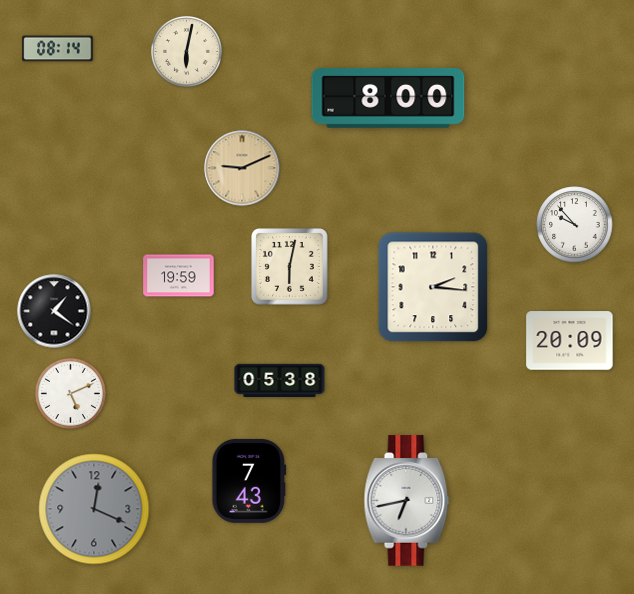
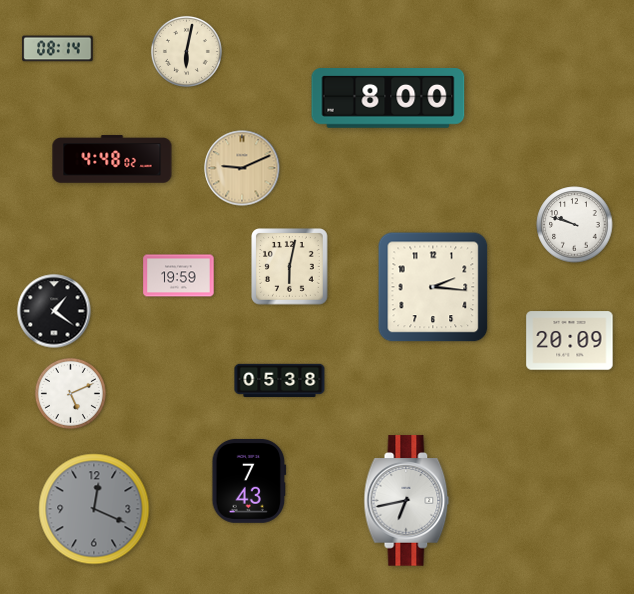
clock at (112, 159): none -> 4:48
clock at (575, 225): 9:53 -> 9:48
